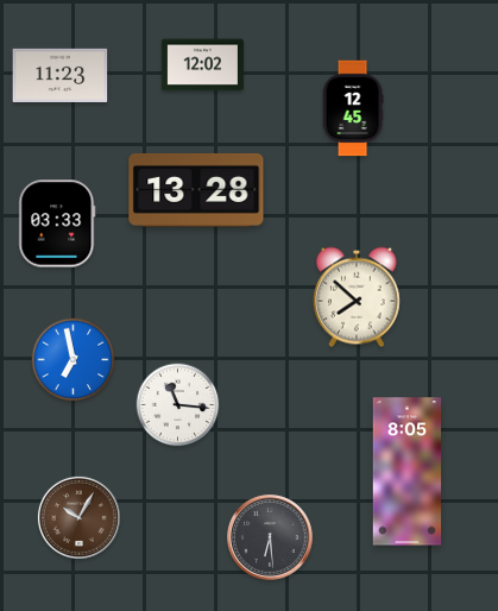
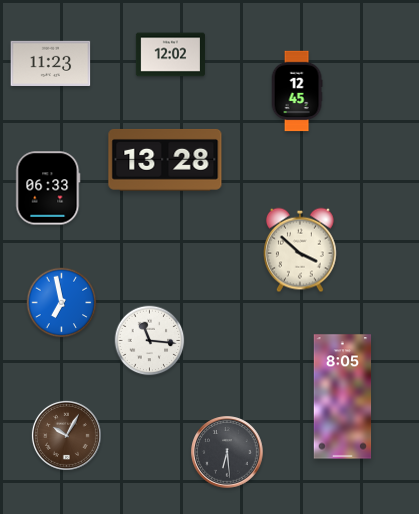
clock at (57, 223): 03:33 -> 06:33
clock at (358, 297): 7:52 -> 3:52
